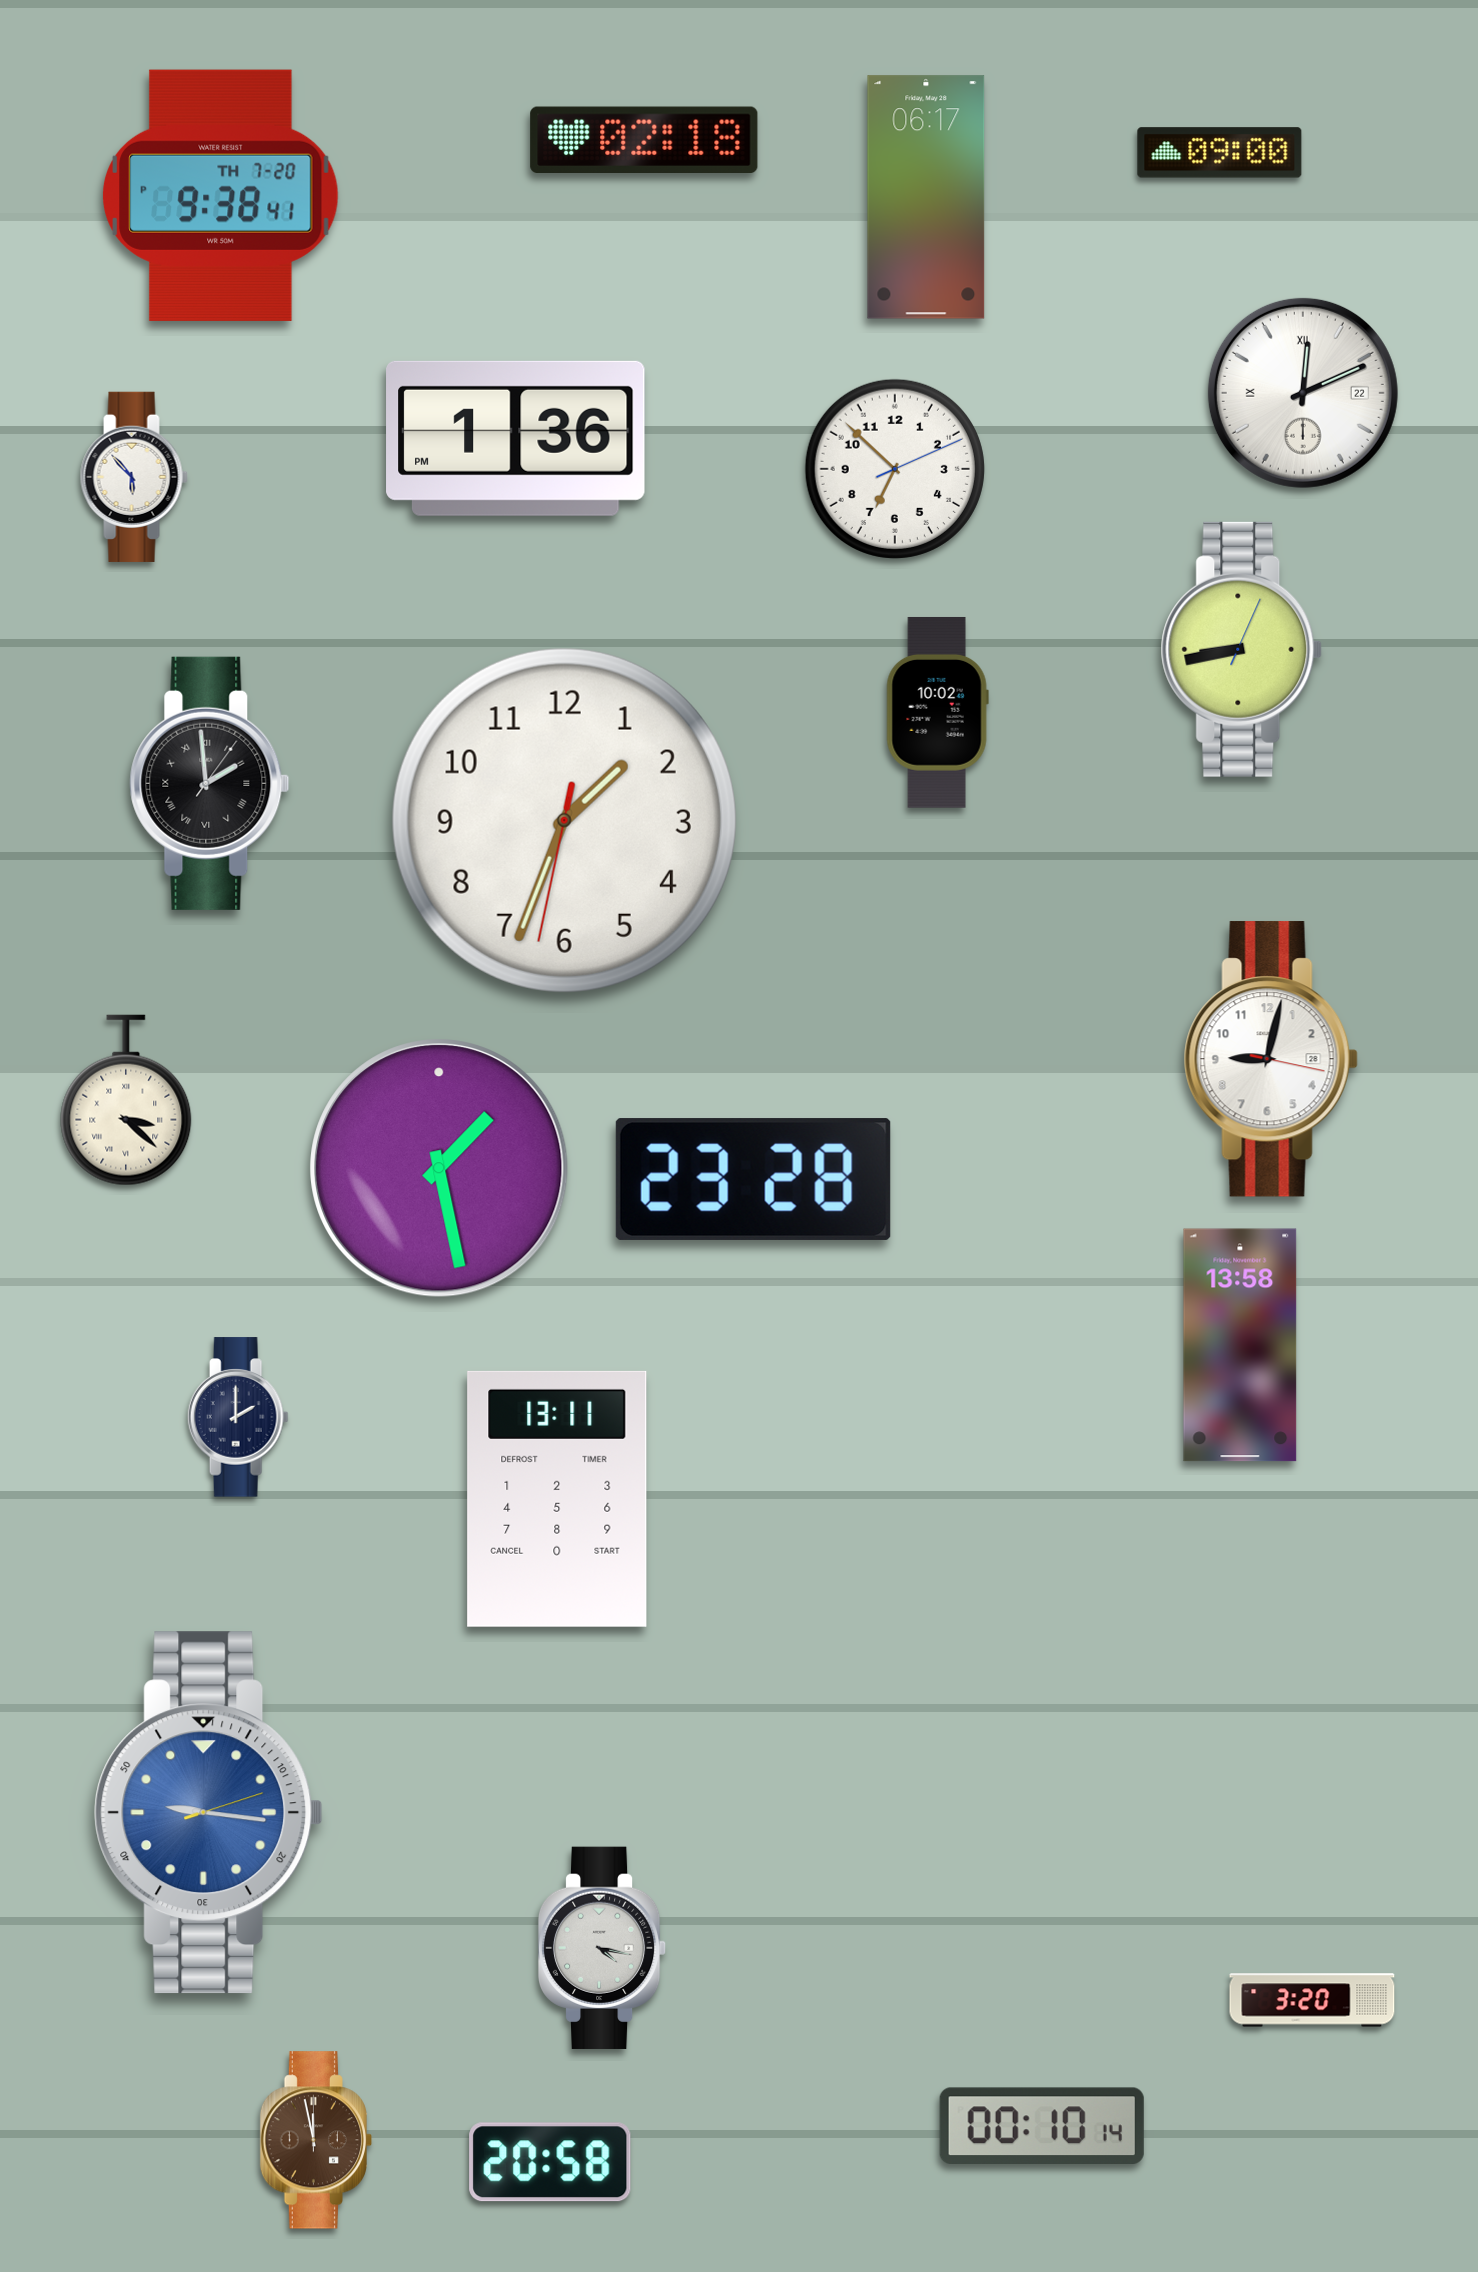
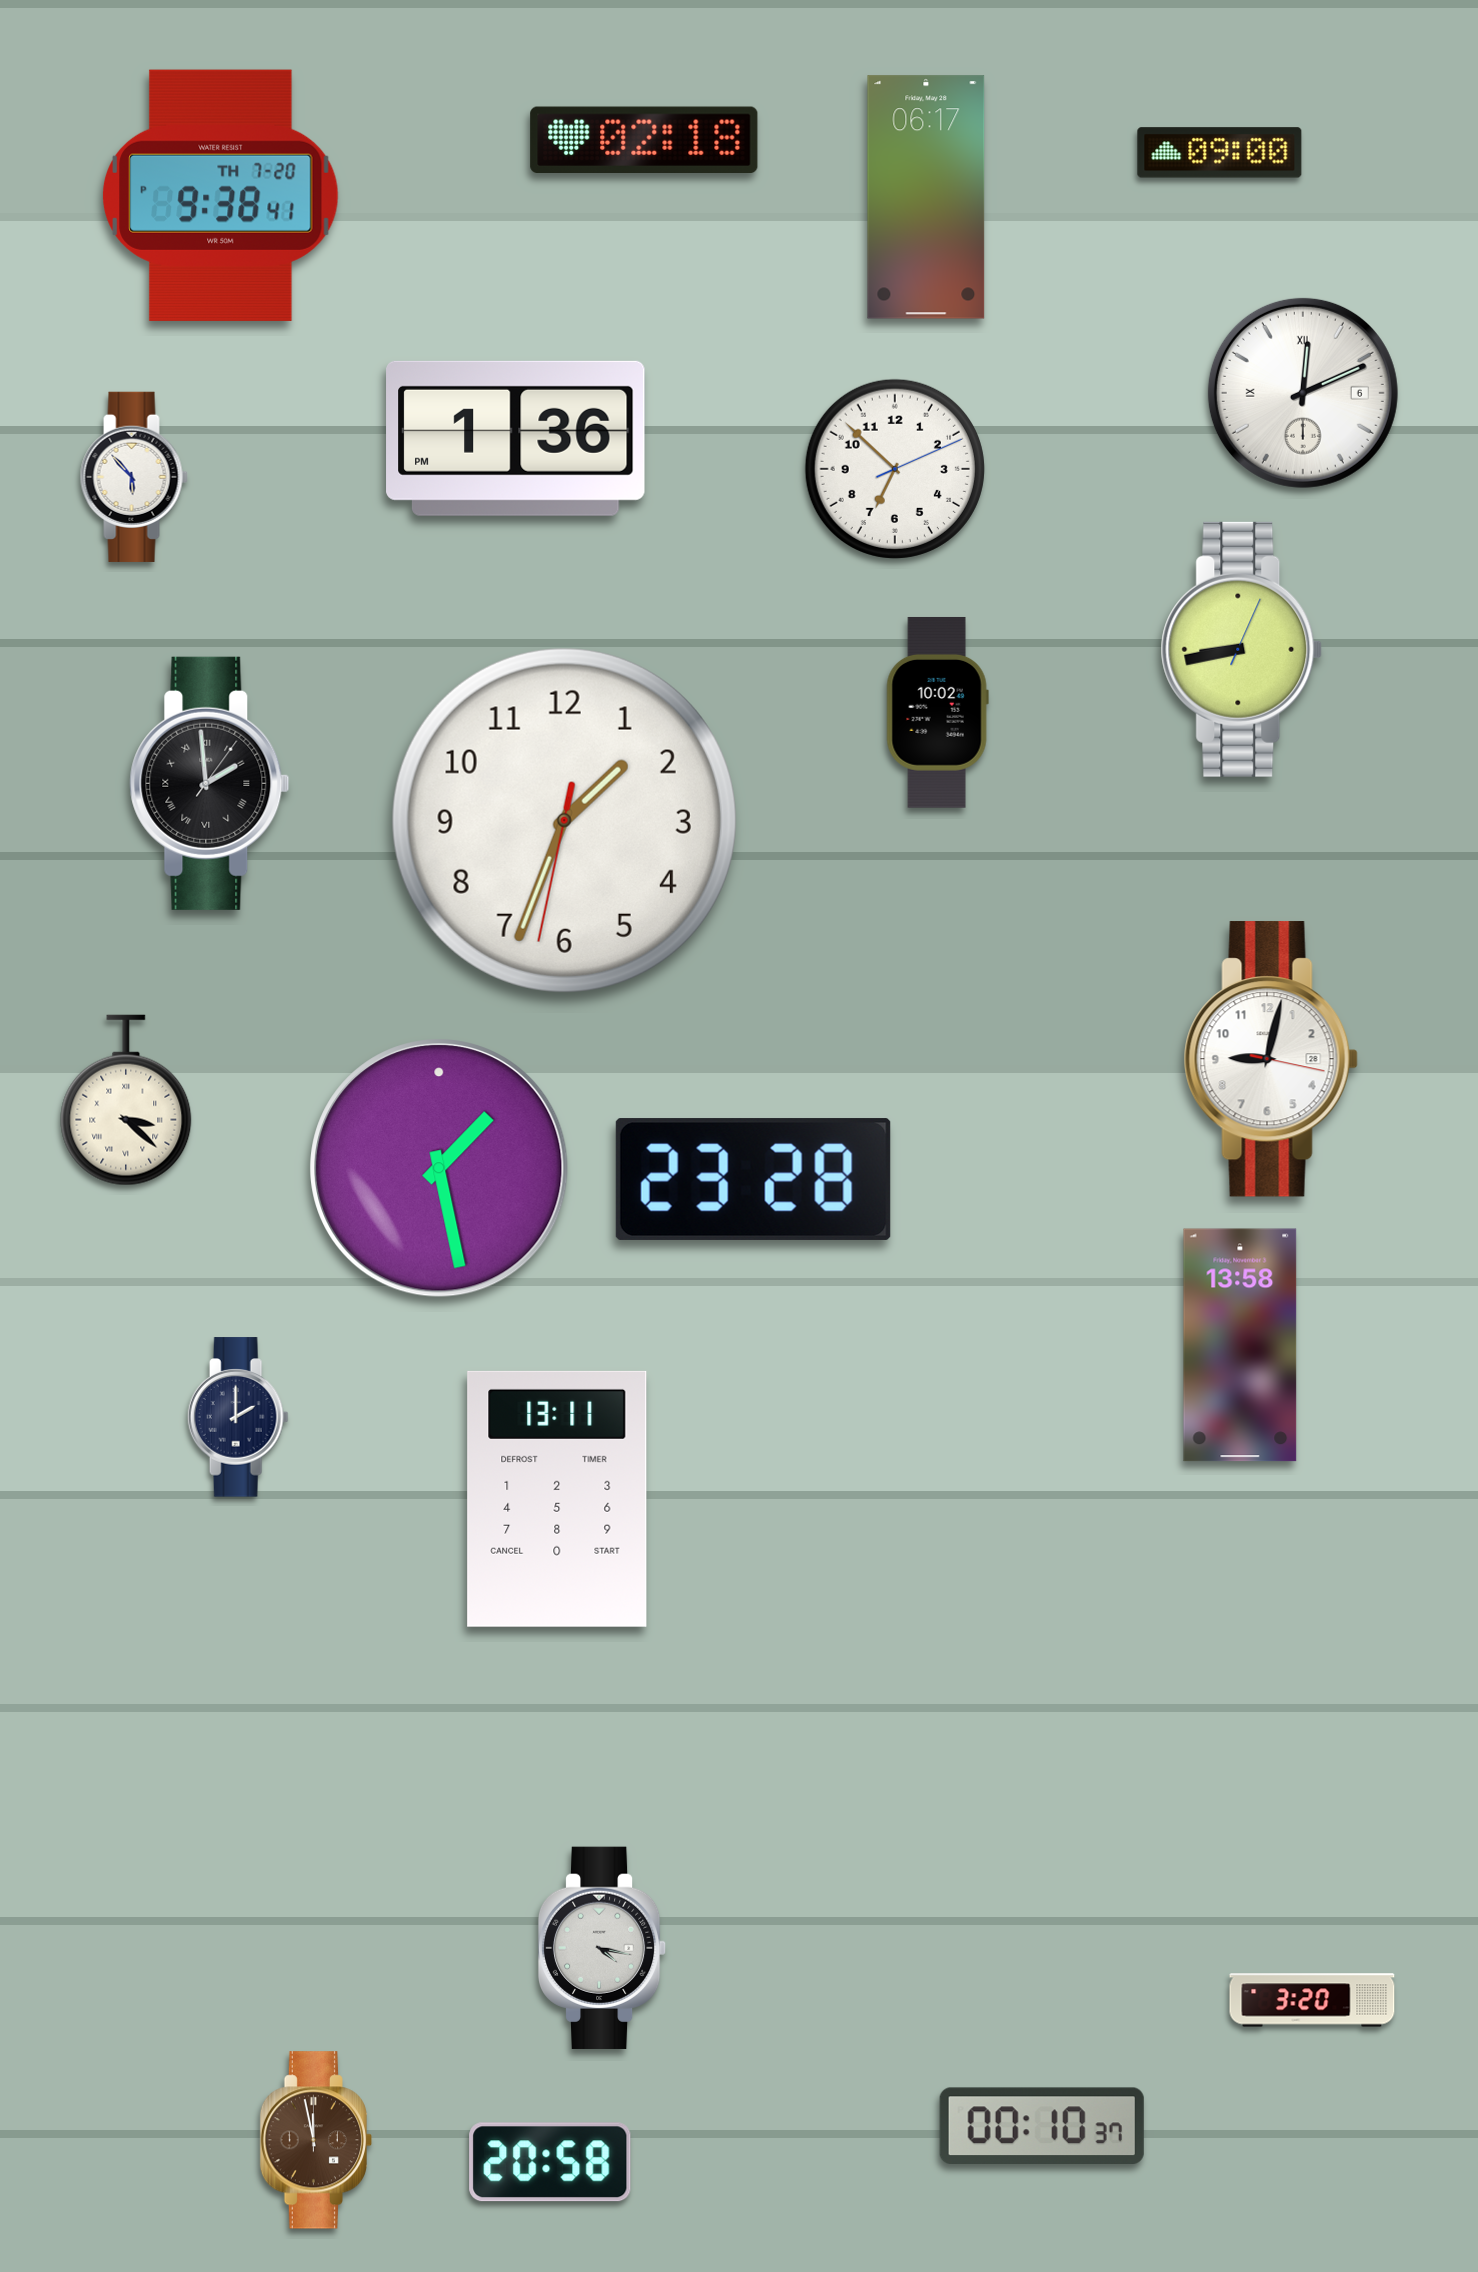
clock at (1303, 393) date: 22 -> 6
clock at (209, 1813): 9:16 -> none
clock at (1042, 2125): 00:10:14 -> 00:10:37
